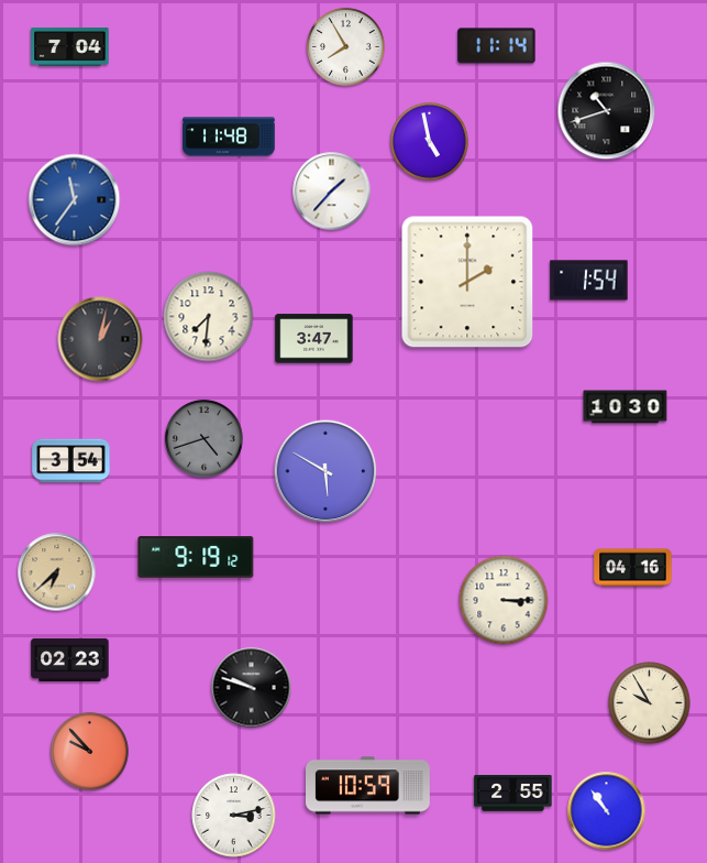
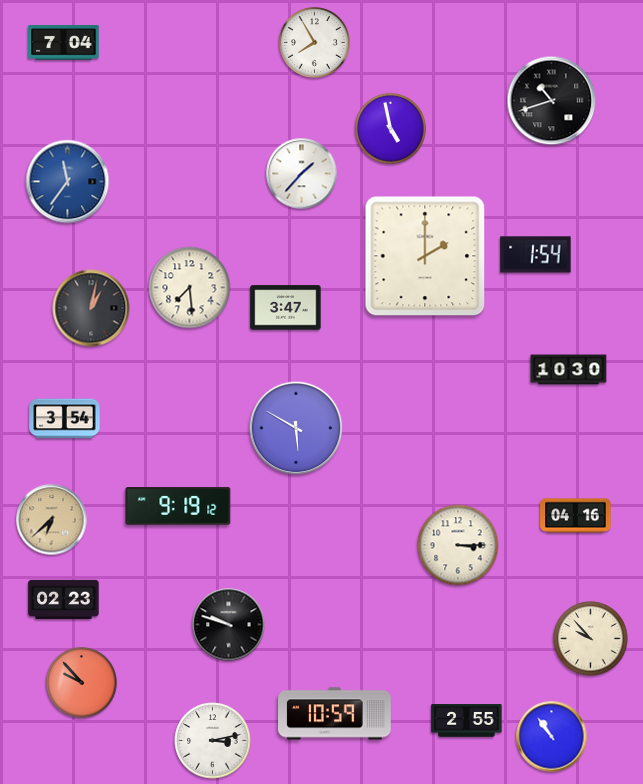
clock at (497, 46): 11:14 -> none
clock at (229, 136): 11:48 -> none
clock at (209, 317): 7:31 -> 7:29
clock at (203, 438): 4:42 -> none
clock at (650, 703): 9:55 -> 9:53
